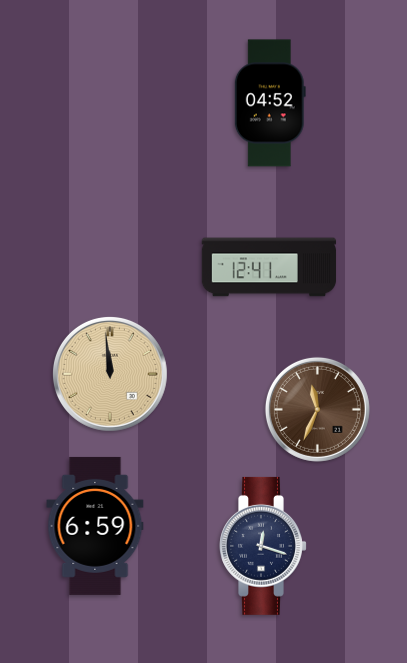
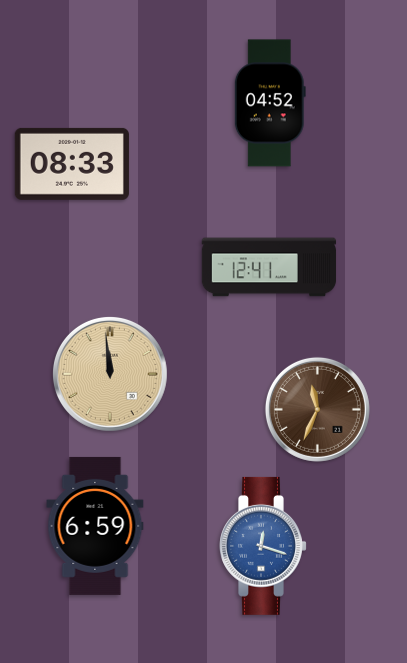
clock at (72, 164): none -> 08:33
clock at (264, 546) dial: navy -> blue
